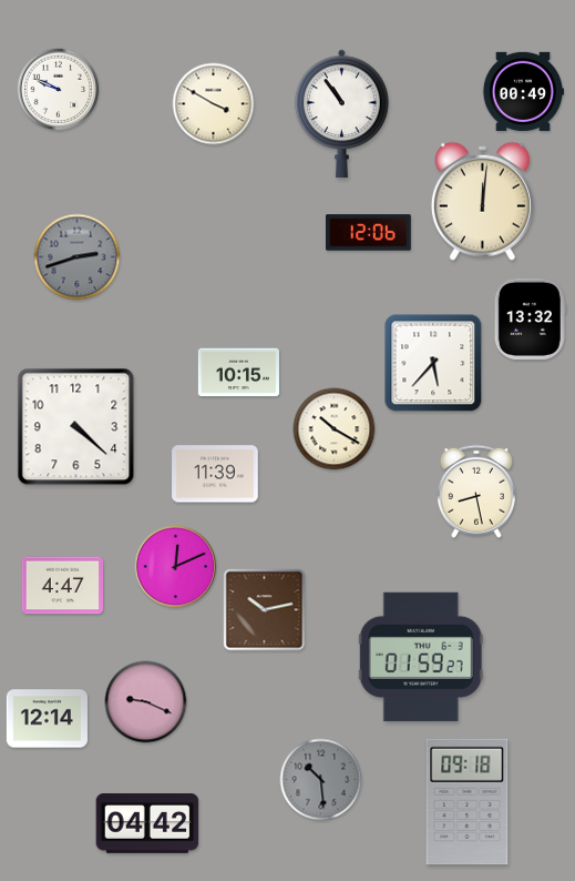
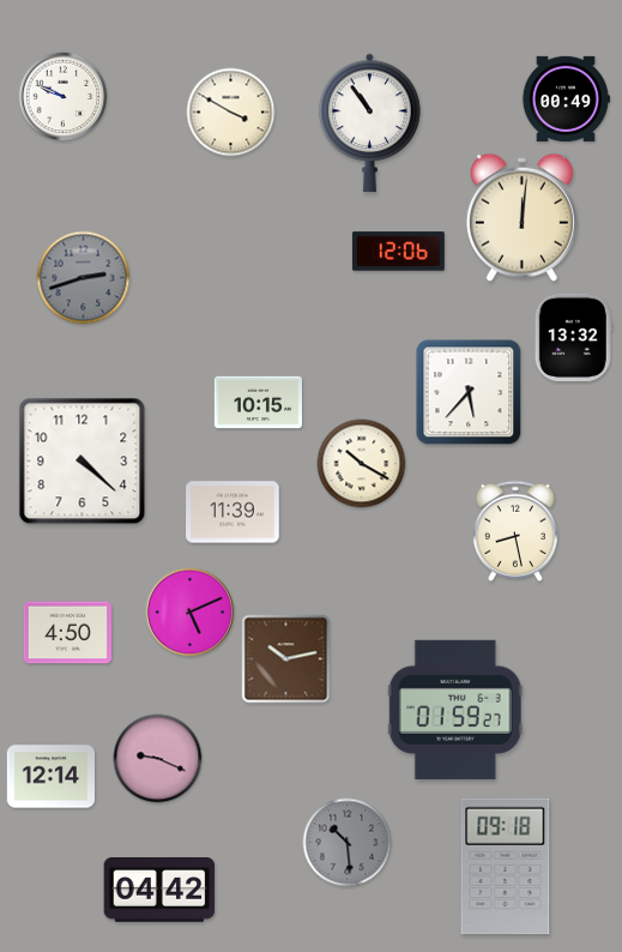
clock at (530, 318) position: (530, 318) -> (573, 337)
clock at (176, 567): 12:11 -> 5:11
clock at (62, 586): 4:47 -> 4:50
